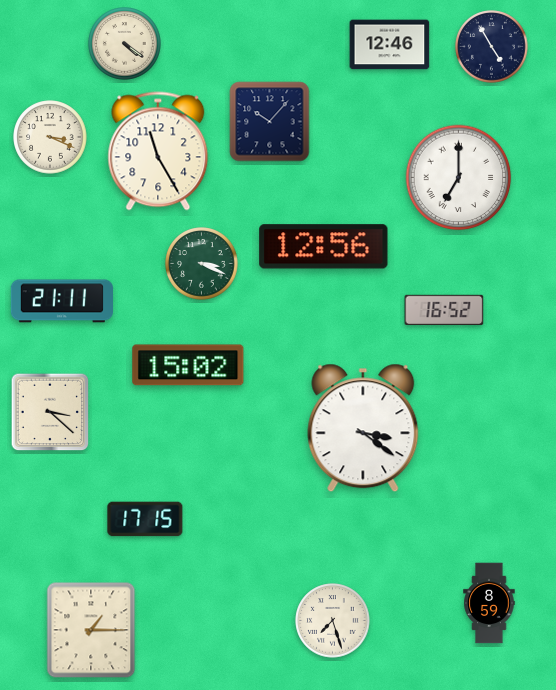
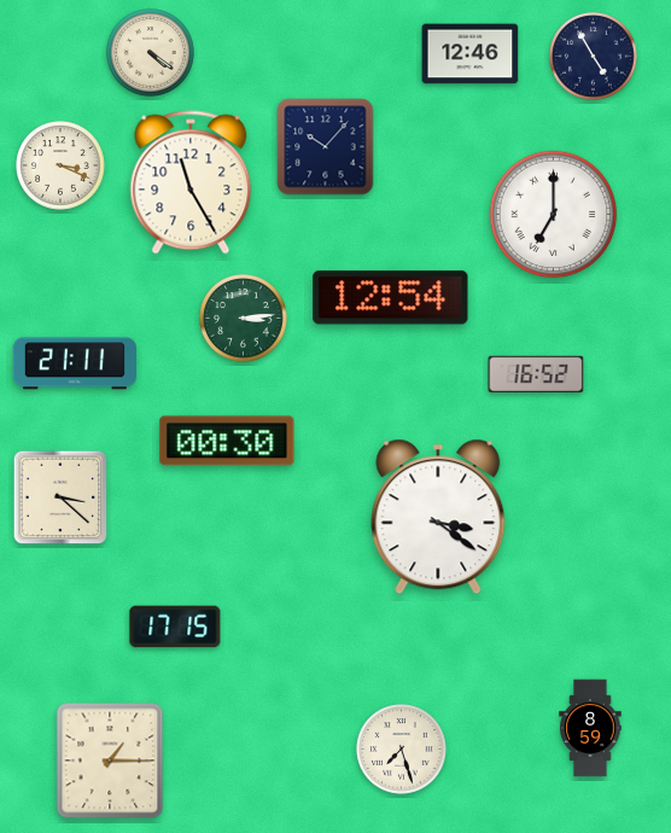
clock at (324, 247): 12:56 -> 12:54
clock at (202, 264): 3:19 -> 3:14
clock at (188, 365): 15:02 -> 00:30
